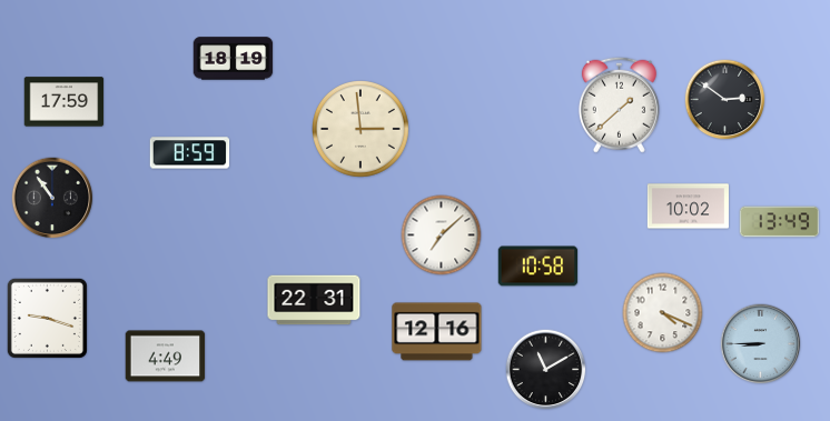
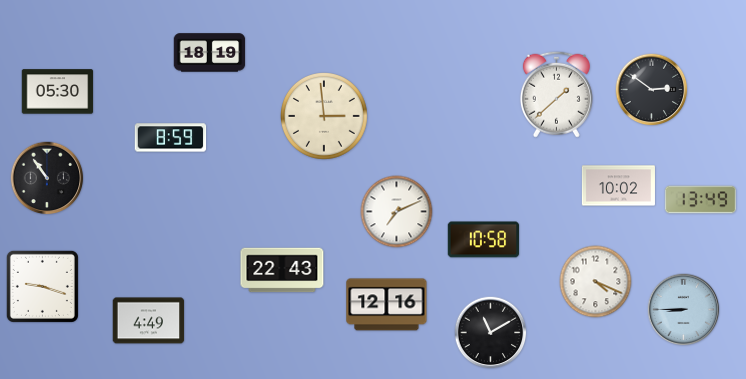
clock at (65, 102): 17:59 -> 05:30
clock at (442, 235): 7:08 -> 7:11
clock at (314, 300): 22:31 -> 22:43
clock at (437, 332) position: (437, 332) -> (387, 305)
